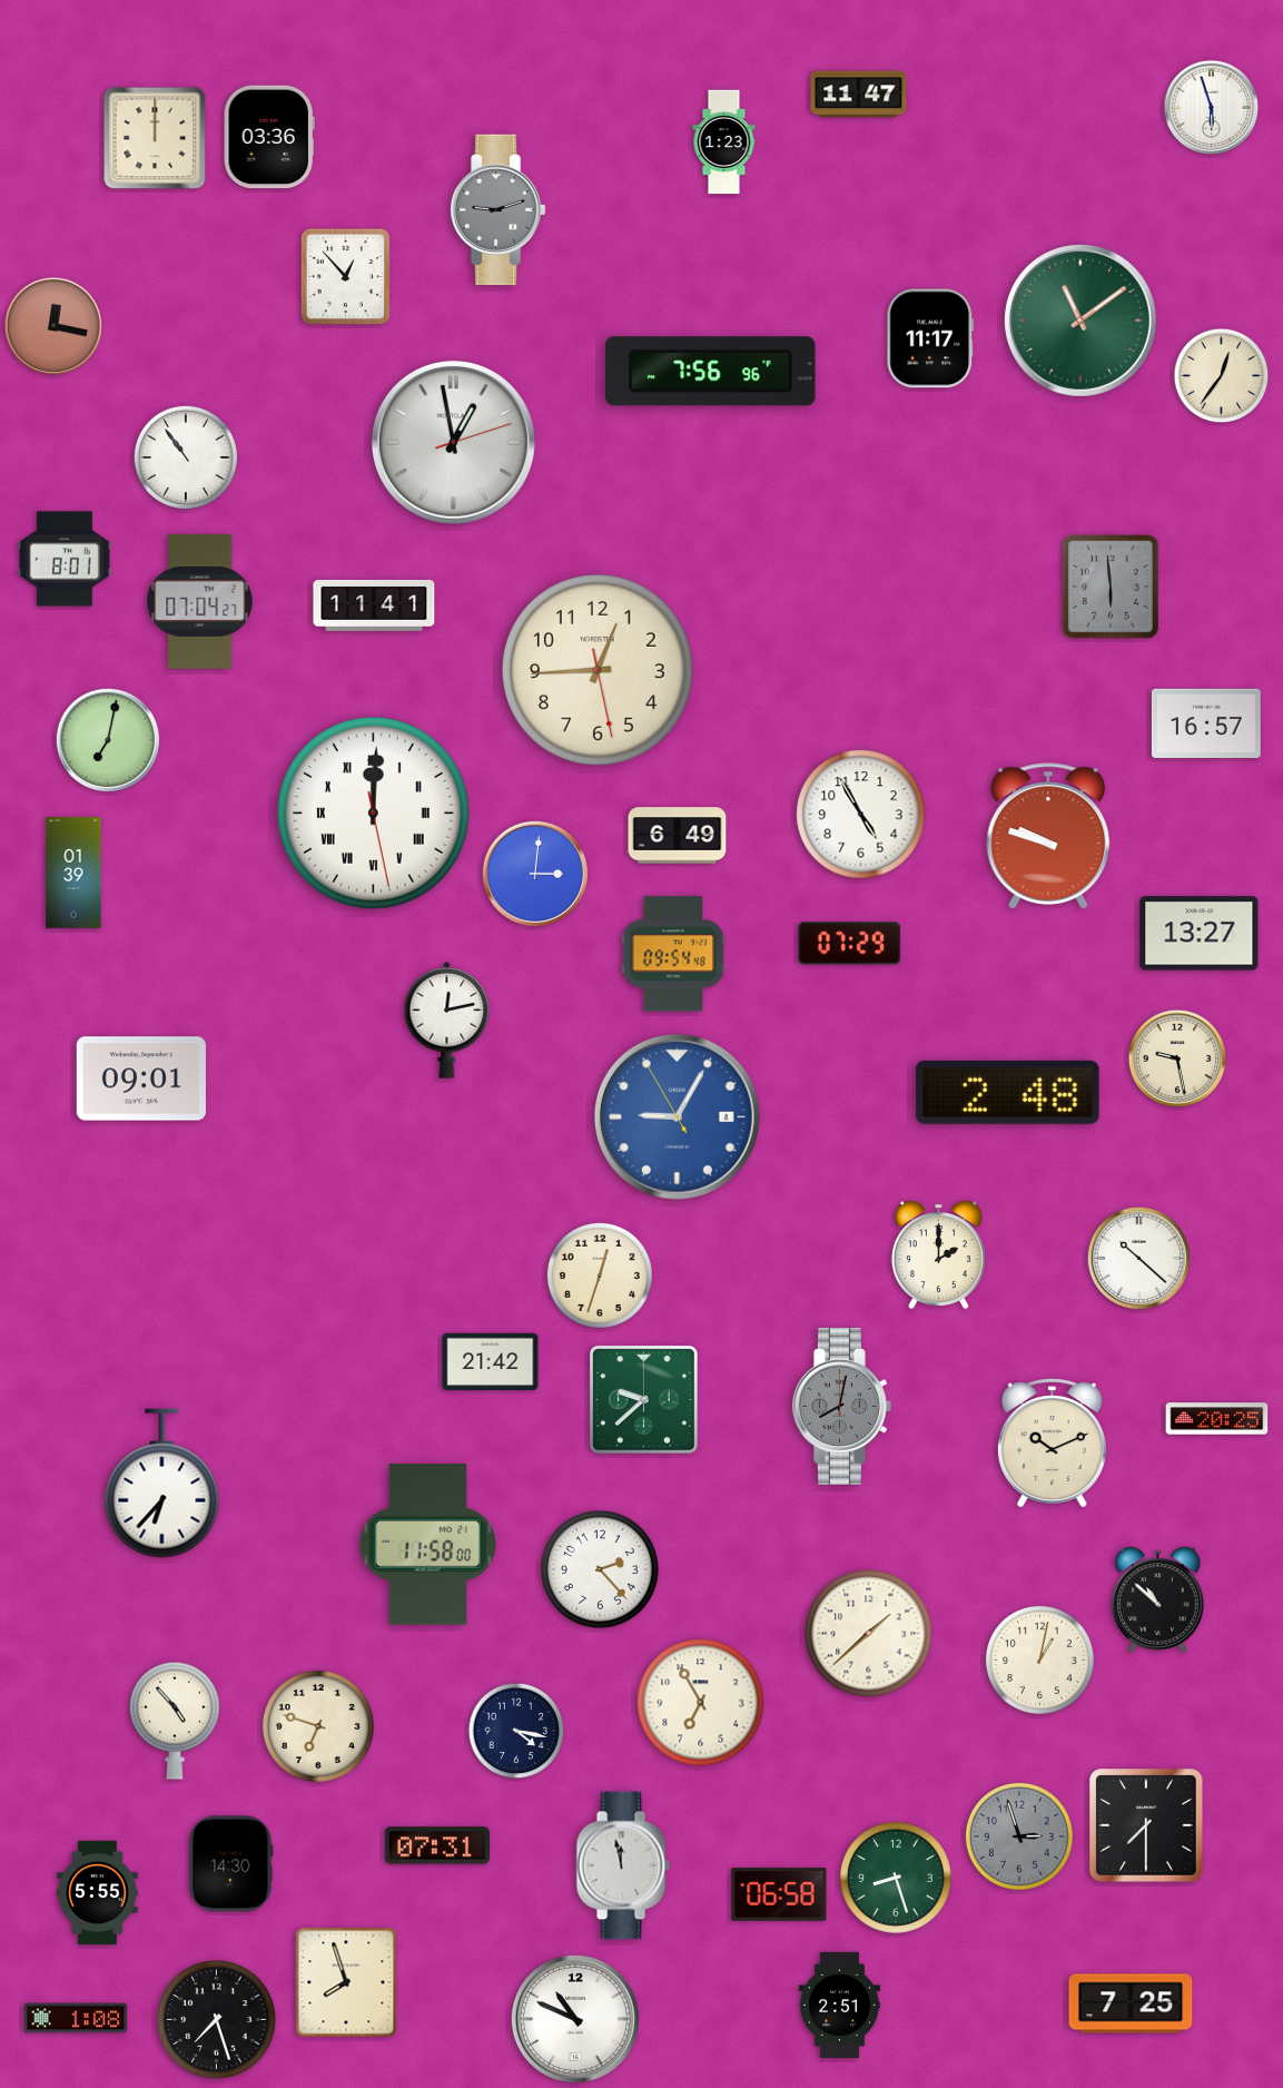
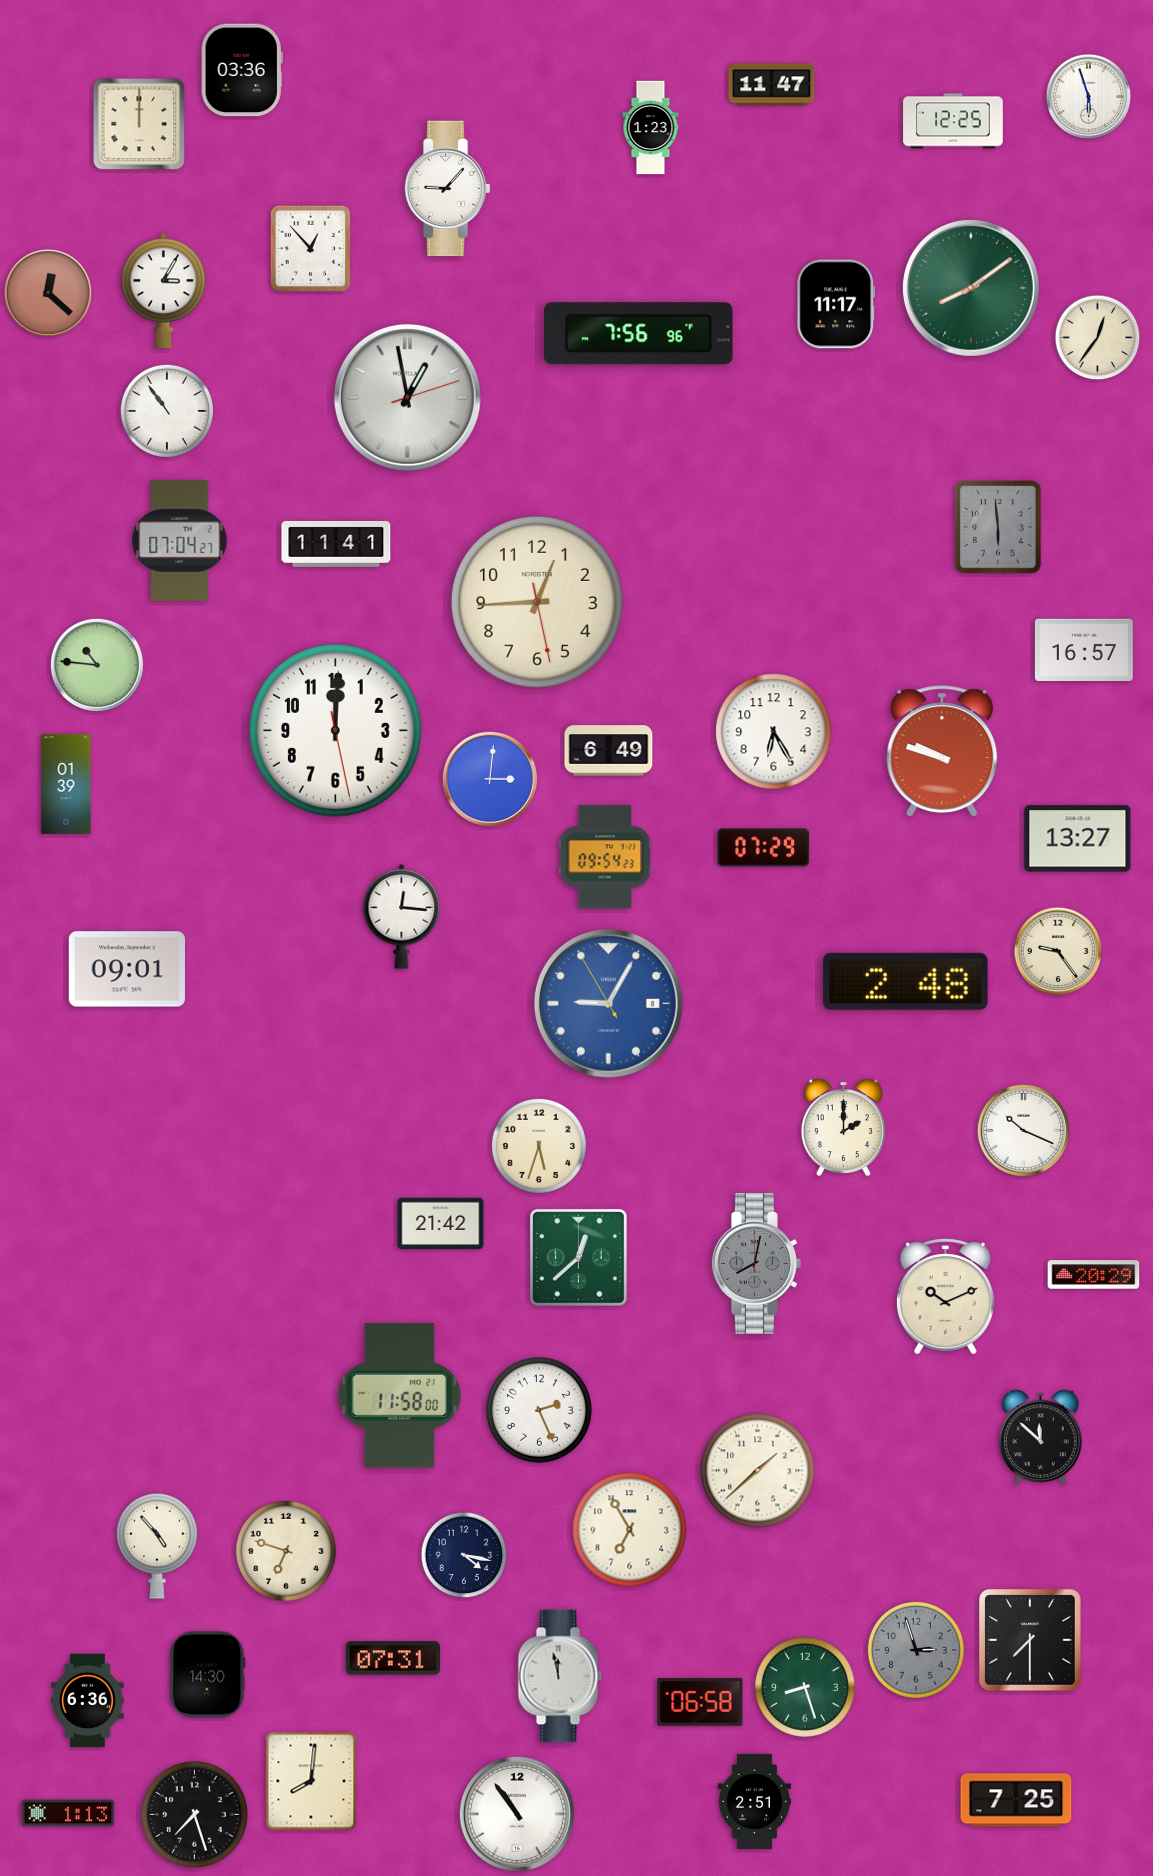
clock at (953, 121): none -> 12:25
clock at (269, 137) position: (269, 137) -> (242, 70)
clock at (497, 210): 9:12 -> 9:07
clock at (497, 210) dial: grey -> white
clock at (1080, 321): 11:09 -> 8:09
clock at (164, 290): none -> 3:05
clock at (53, 326): 12:17 -> 12:22
clock at (65, 559): 8:01 -> none
clock at (107, 739): 7:02 -> 10:46
clock at (373, 812) numerals: Roman -> Arabic
clock at (861, 815): 4:55 -> 6:25
clock at (534, 873) position: (534, 873) -> (489, 778)
clock at (673, 954): 09:54:48 -> 09:54:23
clock at (447, 1021): 12:13 -> 12:16
clock at (1177, 1058): 9:28 -> 9:24
clock at (1138, 1258): 10:22 -> 10:19
clock at (600, 1276): 12:33 -> 5:33
clock at (643, 1399): 9:38 -> 12:38
clock at (1217, 1419): 20:25 -> 20:29
clock at (162, 1484): 6:37 -> none
clock at (427, 1545) position: (427, 1545) -> (399, 1396)
clock at (601, 1570): 2:23 -> 2:26
clock at (1158, 1601): 10:52 -> 11:52
clock at (869, 1634) position: (869, 1634) -> (758, 1471)
clock at (1039, 1659): 1:02 -> none
clock at (98, 1893): 5:55 -> 6:36
clock at (346, 1982): 7:57 -> 8:01
clock at (76, 2018): 1:08 -> 1:13
clock at (575, 2019): 10:49 -> 10:54
